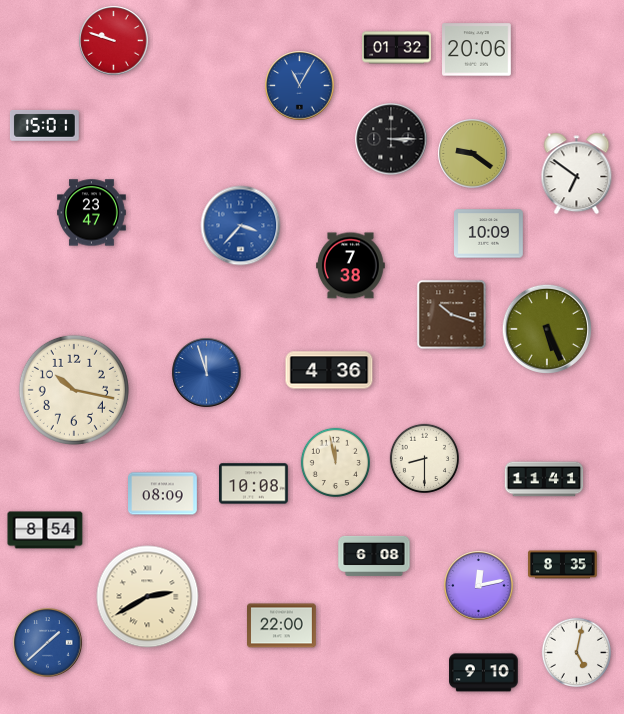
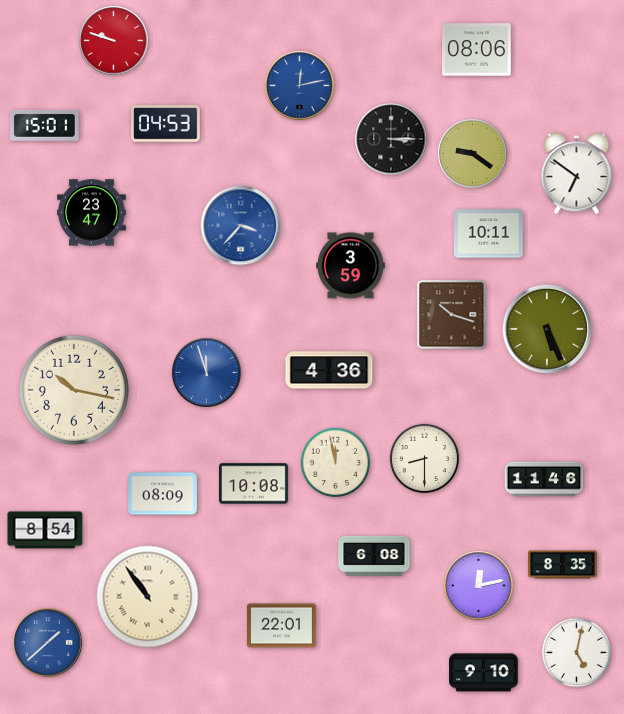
clock at (397, 48): 01:32 -> none
clock at (477, 50): 20:06 -> 08:06
clock at (300, 86): 11:05 -> 12:13
clock at (166, 124): none -> 04:53
clock at (489, 234): 10:09 -> 10:11
clock at (351, 266): 7:38 -> 3:59
clock at (544, 479): 11:41 -> 11:46
clock at (148, 597): 2:40 -> 10:54
clock at (282, 626): 22:00 -> 22:01
